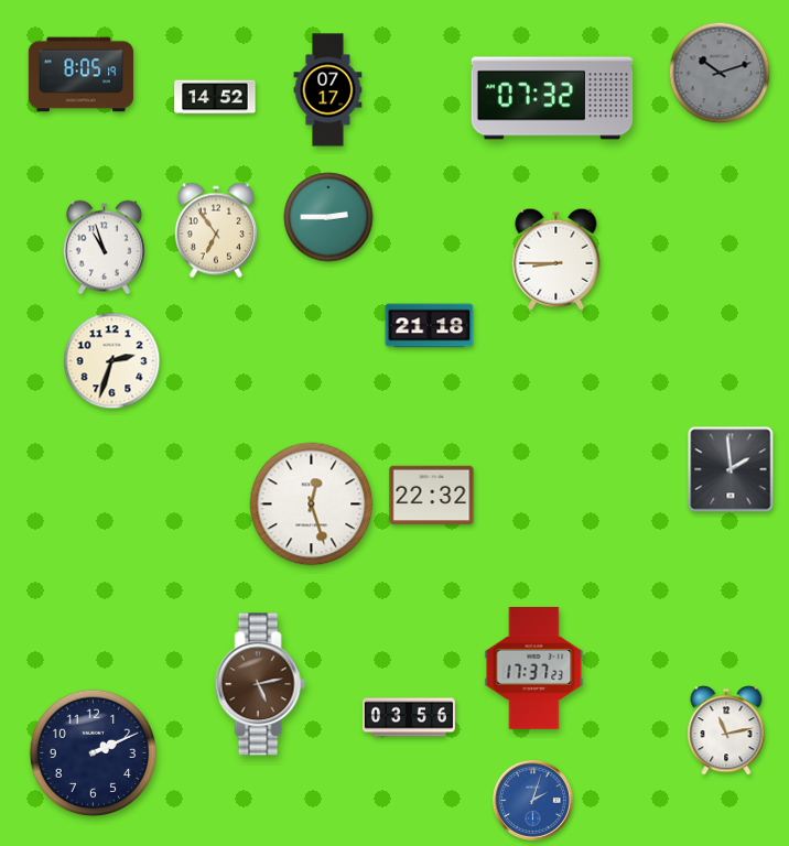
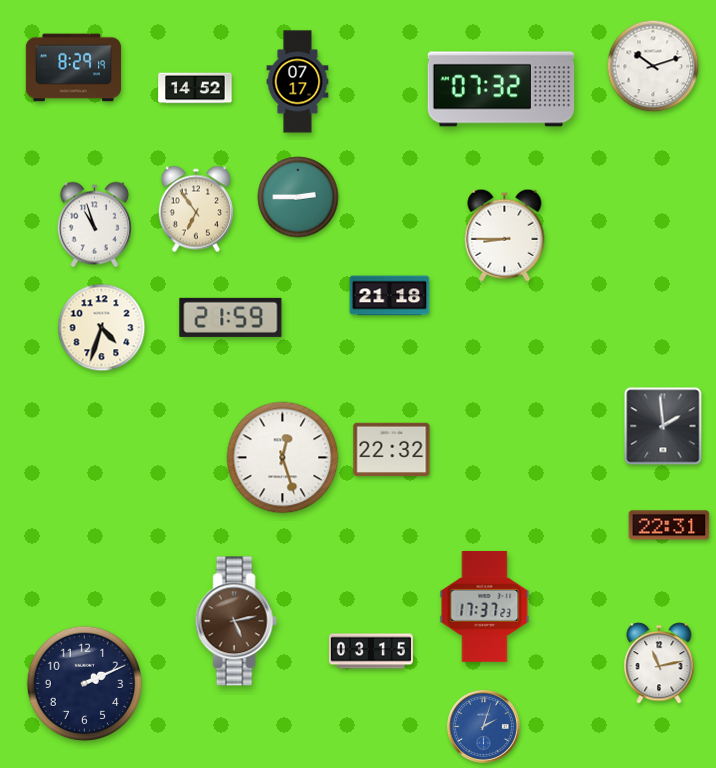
clock at (720, 73) dial: grey -> white
clock at (82, 75): 8:05 -> 8:29
clock at (231, 317): none -> 21:59
clock at (112, 361): 2:33 -> 4:33
clock at (669, 525): none -> 22:31
clock at (409, 717): 03:56 -> 03:15
